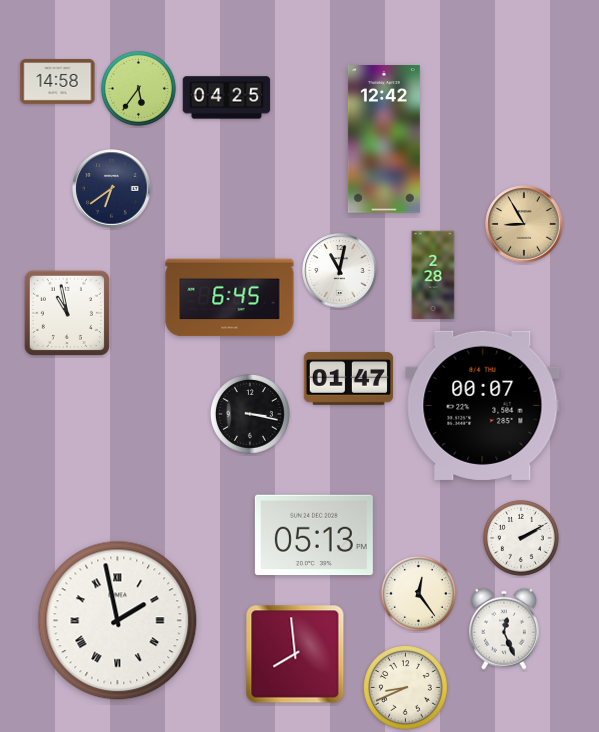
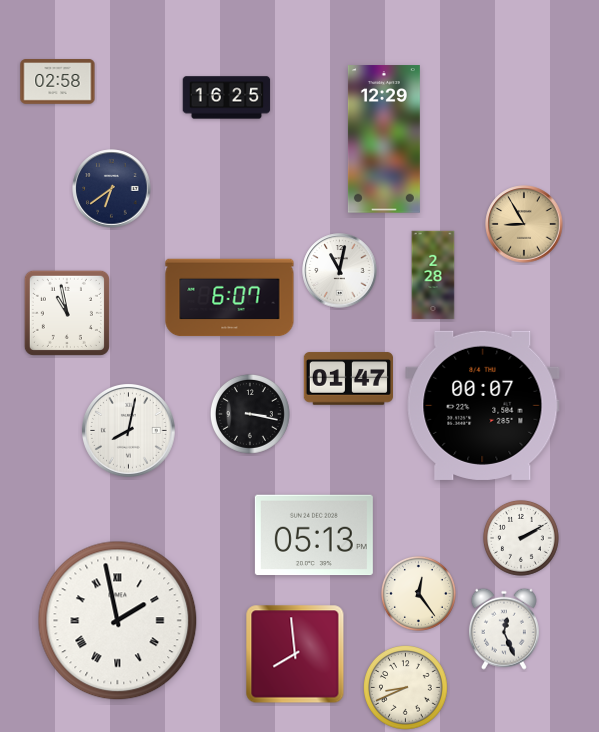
clock at (58, 82): 14:58 -> 02:58
clock at (138, 88): 5:36 -> none
clock at (227, 98): 04:25 -> 16:25
clock at (384, 139): 12:42 -> 12:29
clock at (230, 298): 6:45 -> 6:07
clock at (129, 431): none -> 8:02
